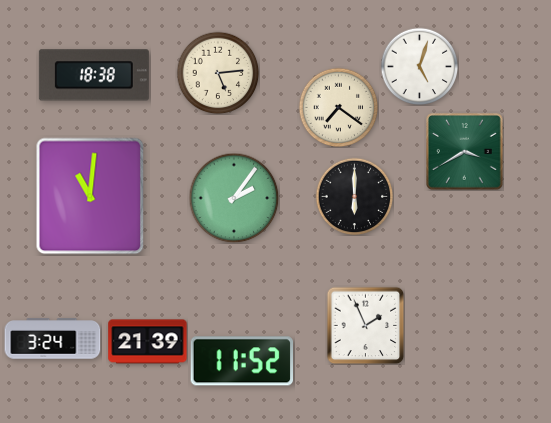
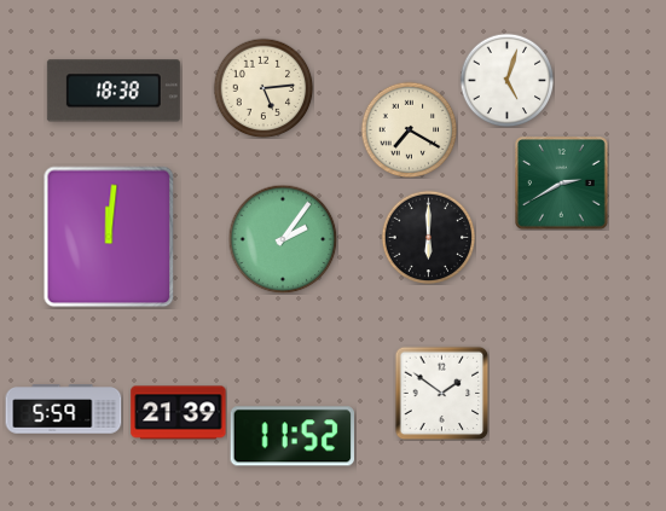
clock at (338, 107): 7:21 -> 7:20
clock at (465, 152): 3:40 -> 2:40
clock at (90, 196): 11:01 -> 12:01
clock at (365, 325): 1:56 -> 1:51
clock at (53, 339): 3:24 -> 5:59
